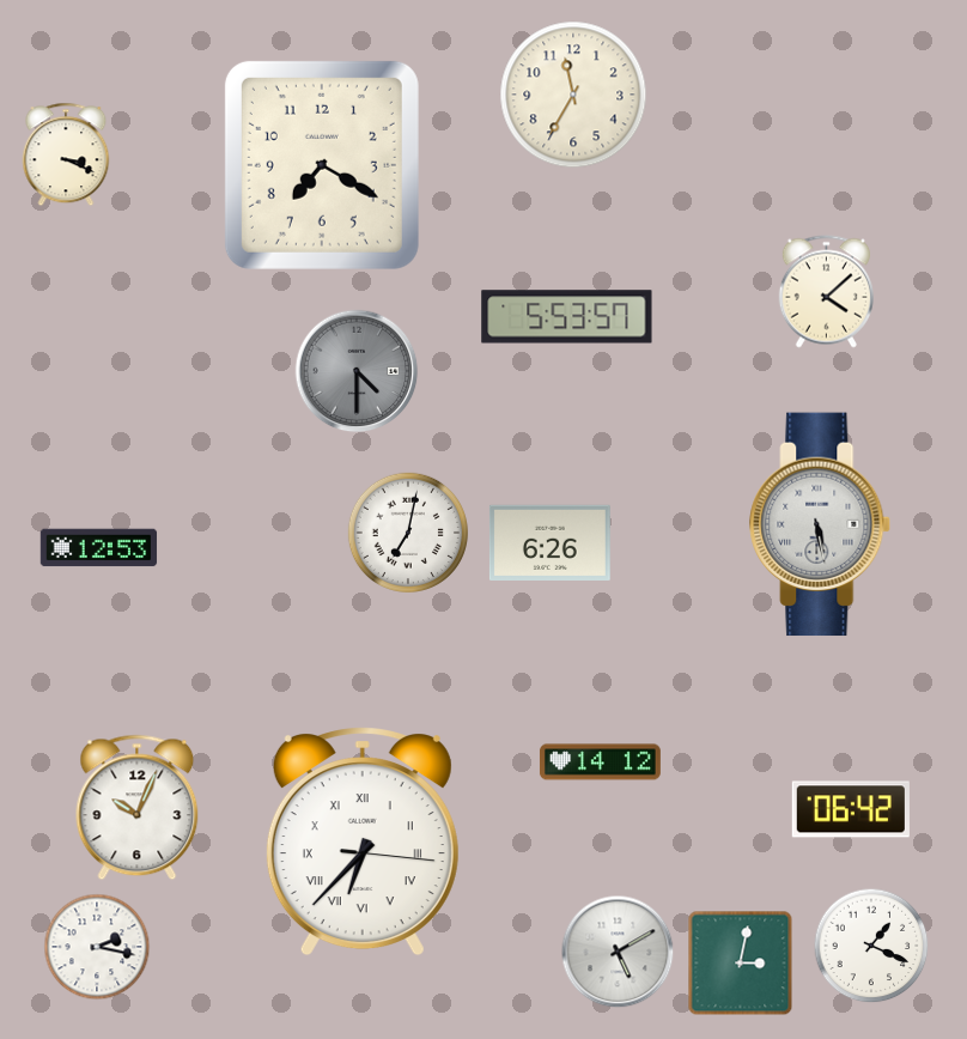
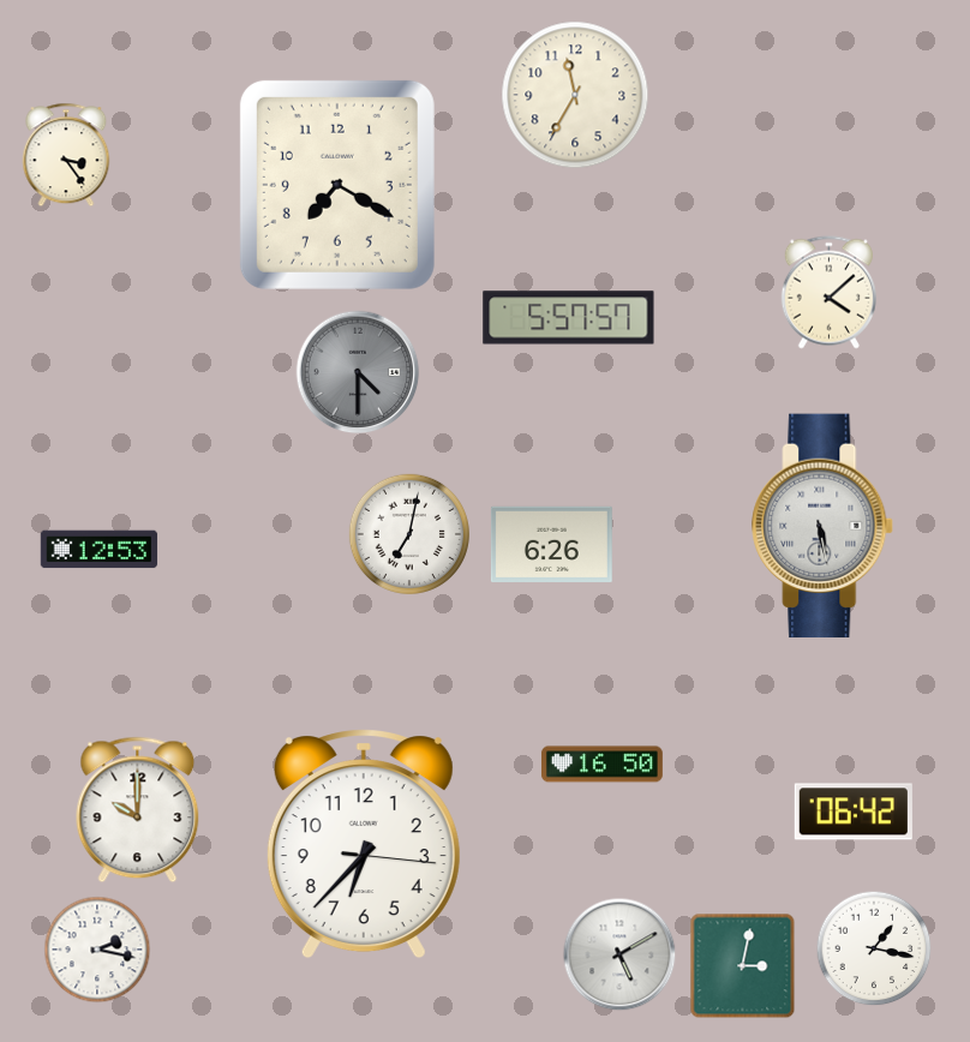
clock at (66, 154): 3:19 -> 3:24
clock at (322, 165) position: (322, 165) -> (337, 185)
clock at (567, 317): 5:53 -> 5:57
clock at (600, 762): 14:12 -> 16:50
clock at (138, 808): 10:04 -> 10:00
clock at (363, 841) numerals: Roman -> Arabic
clock at (871, 946): 1:19 -> 1:17
